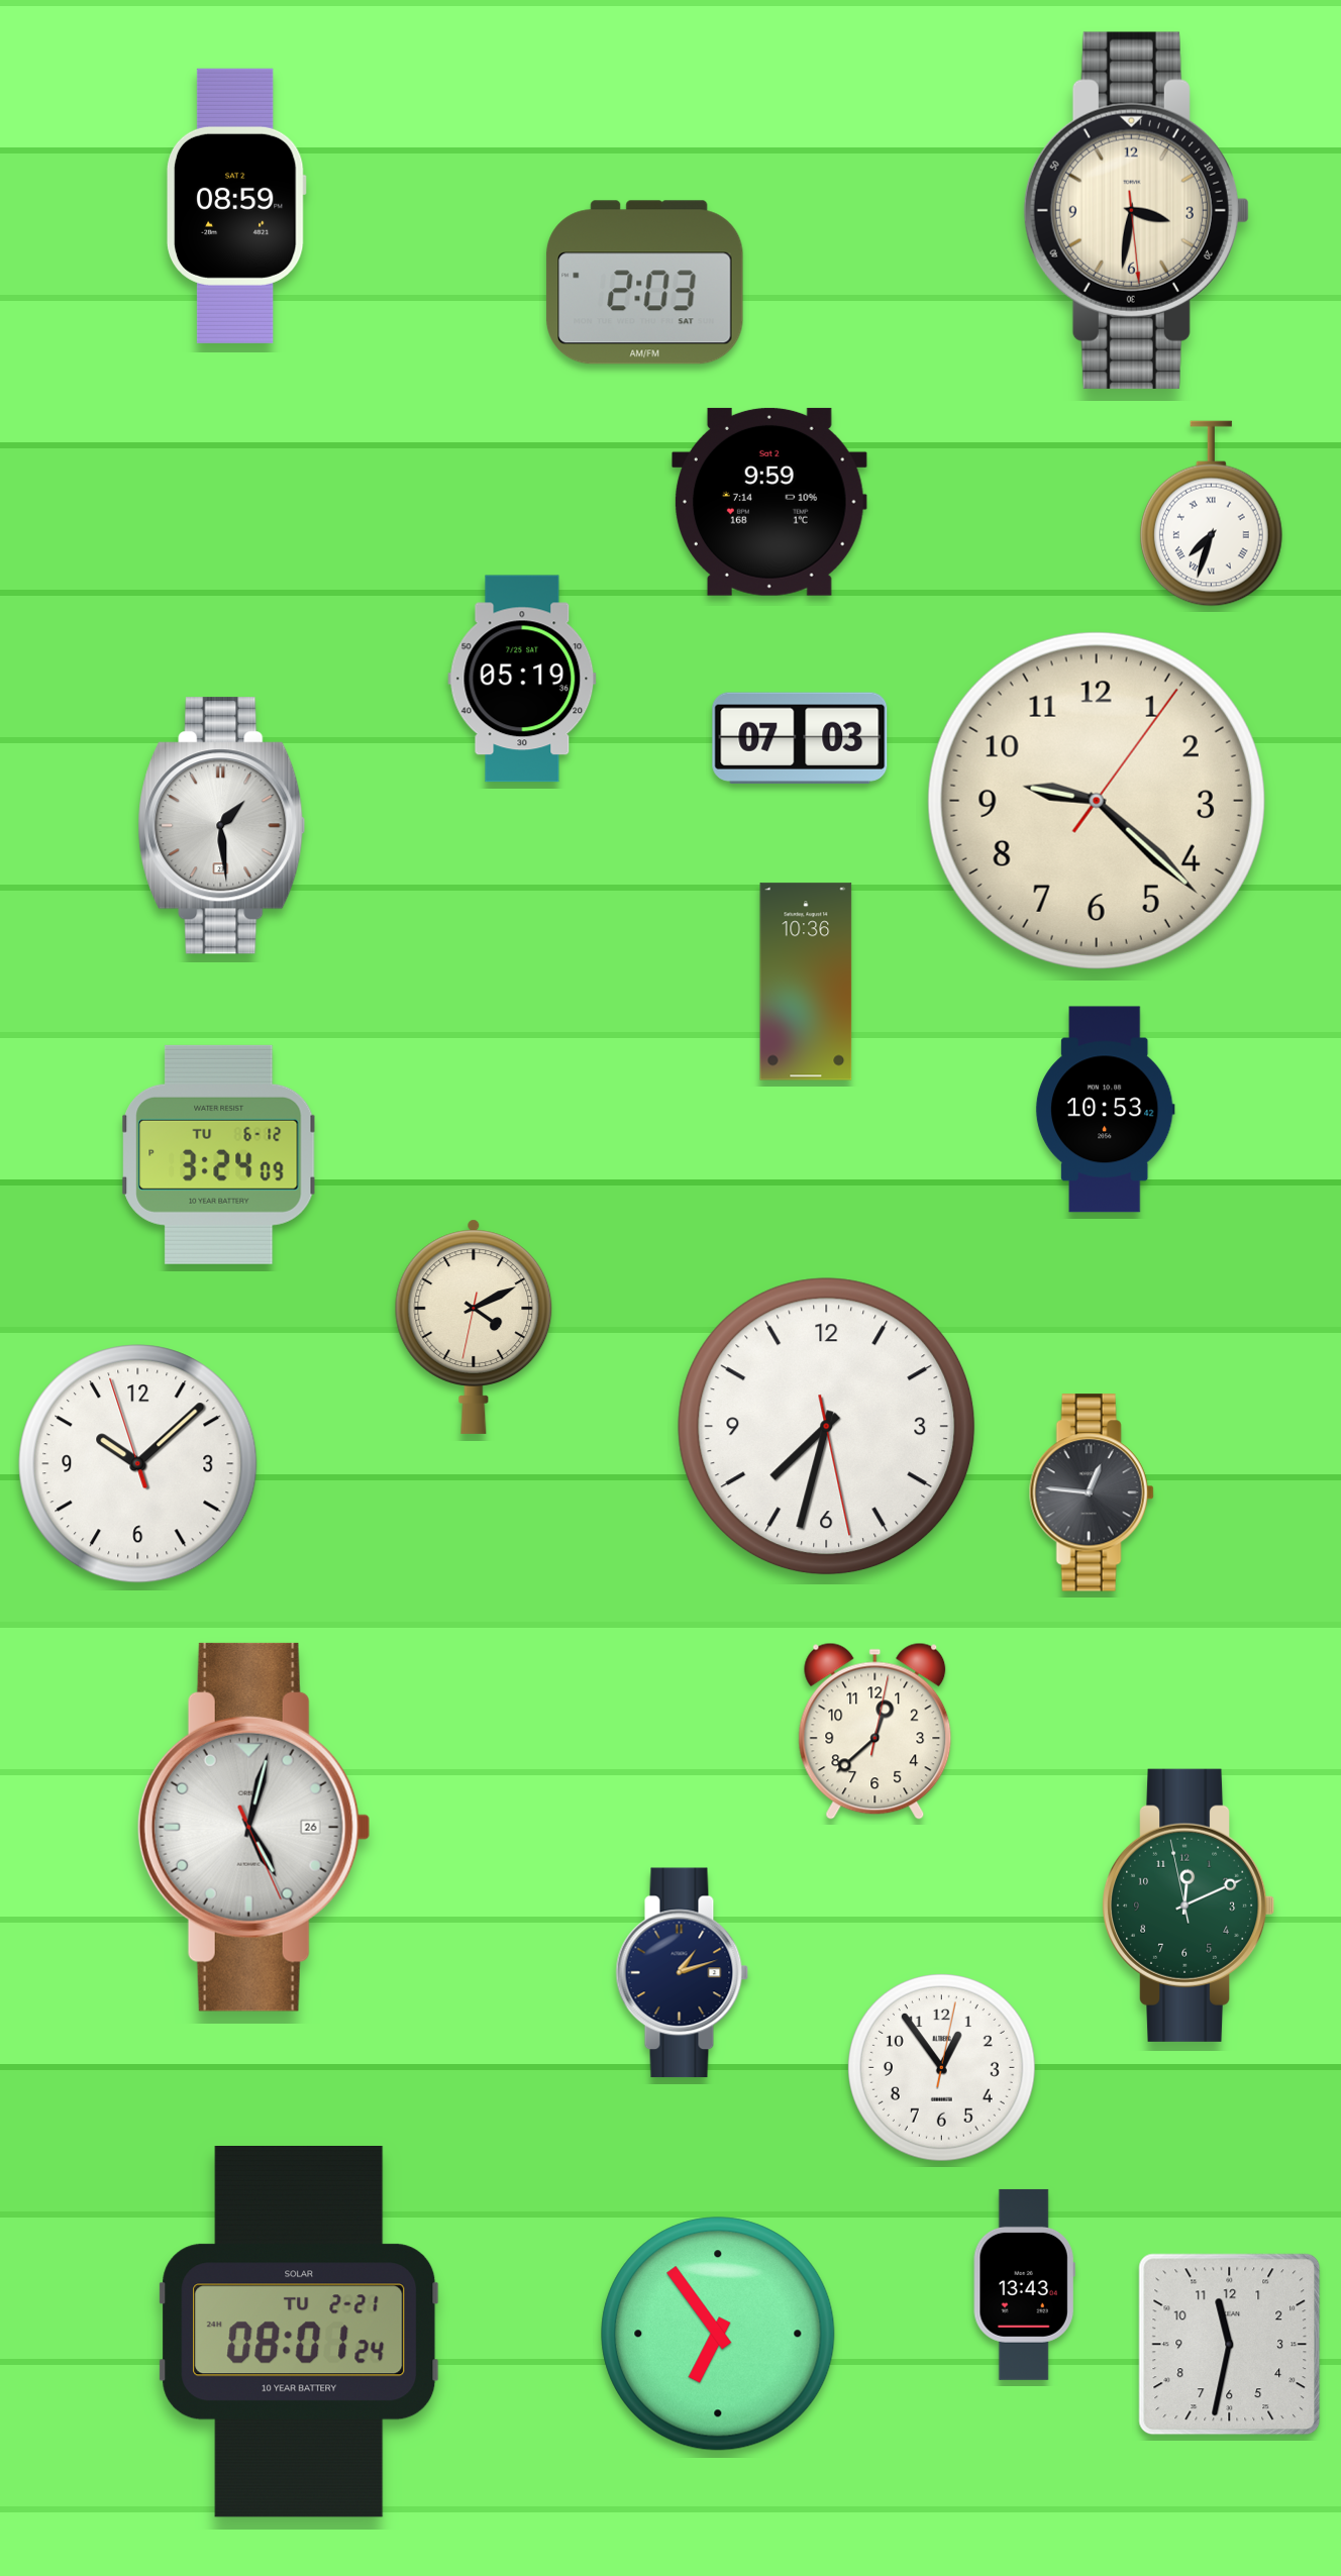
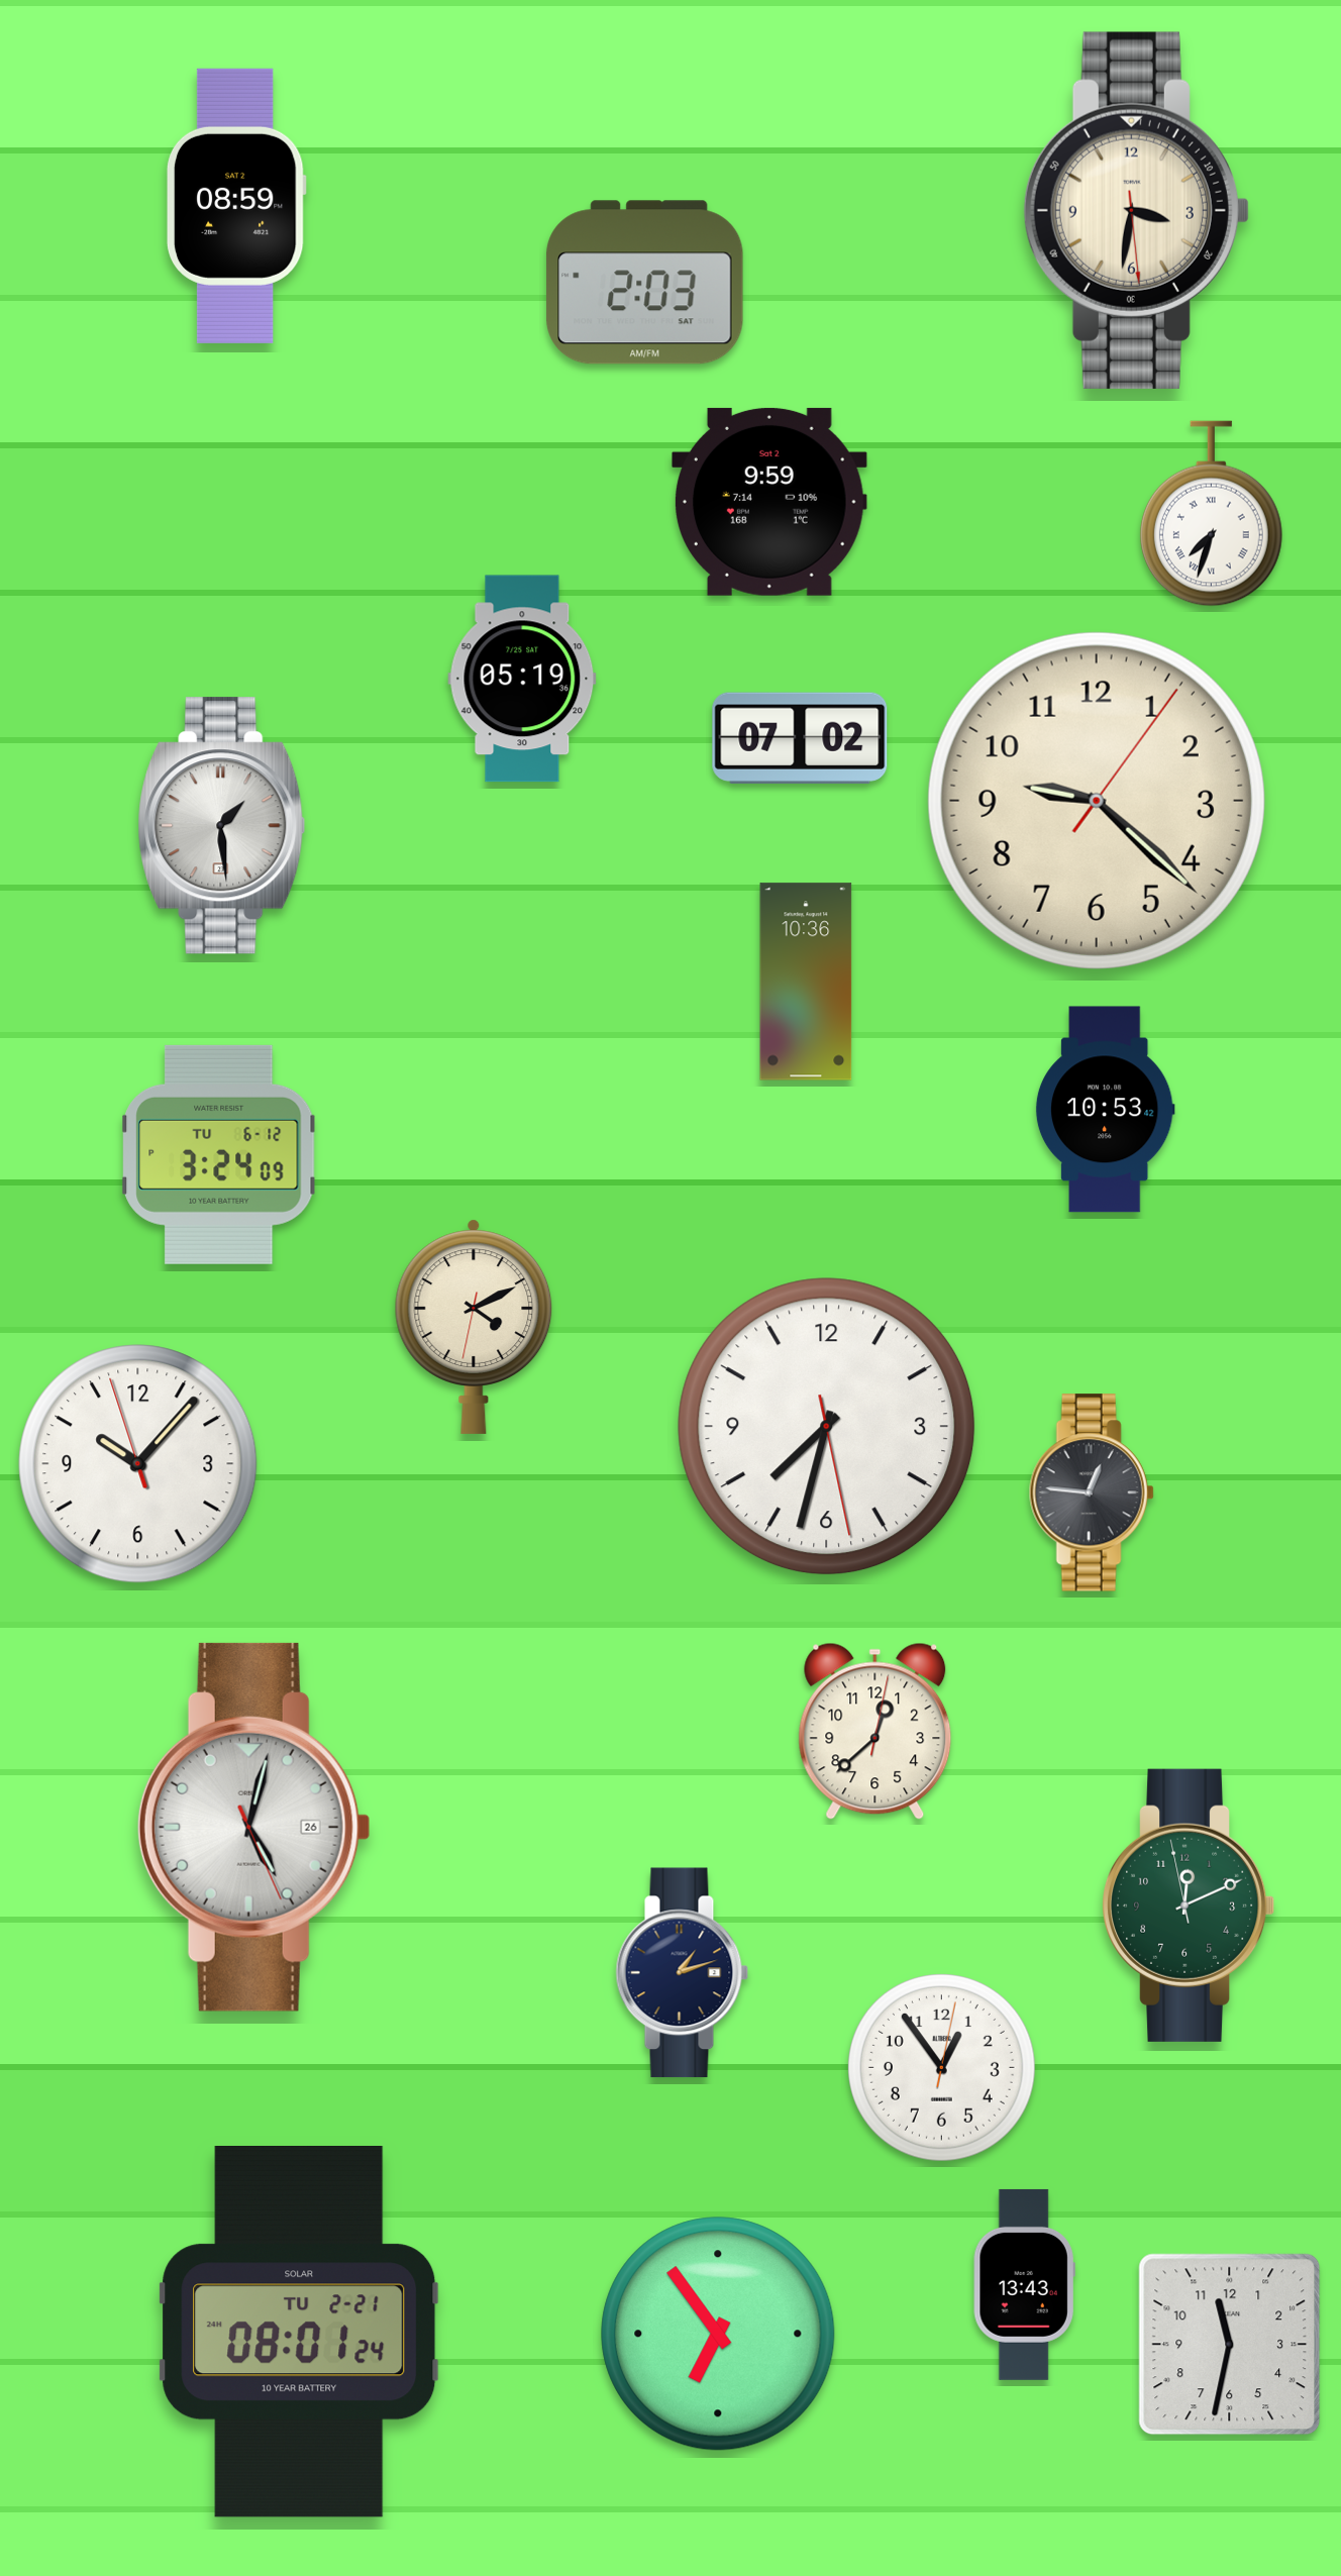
clock at (800, 738): 07:03 -> 07:02
clock at (138, 1464): 10:07 -> 10:06
